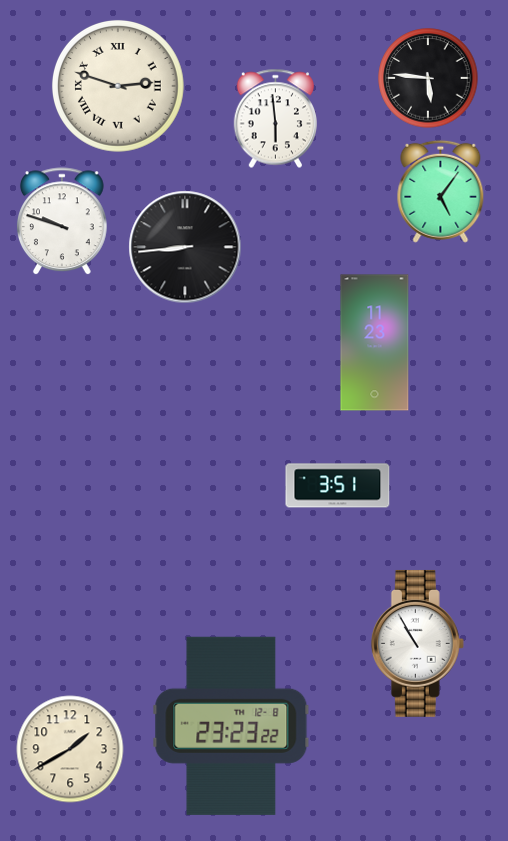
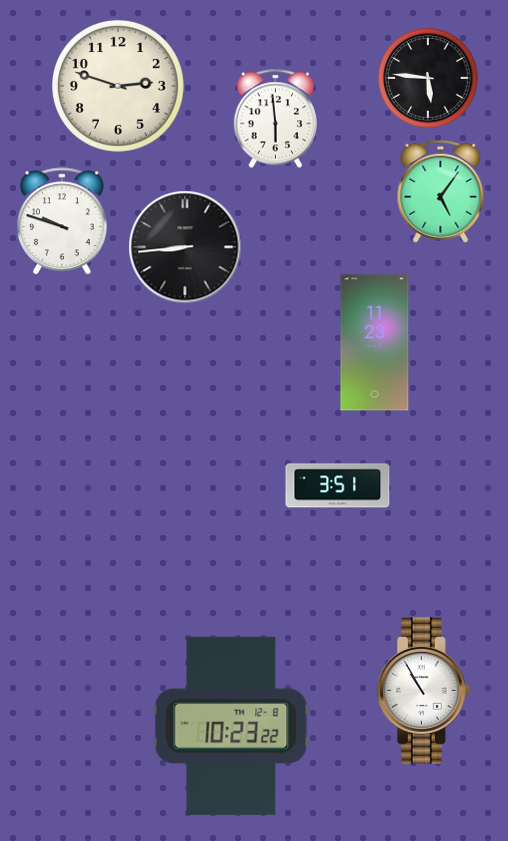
clock at (118, 86) numerals: Roman -> Arabic
clock at (417, 643) position: (417, 643) -> (423, 690)
clock at (231, 726): 23:23 -> 10:23
clock at (70, 749): 1:40 -> none
